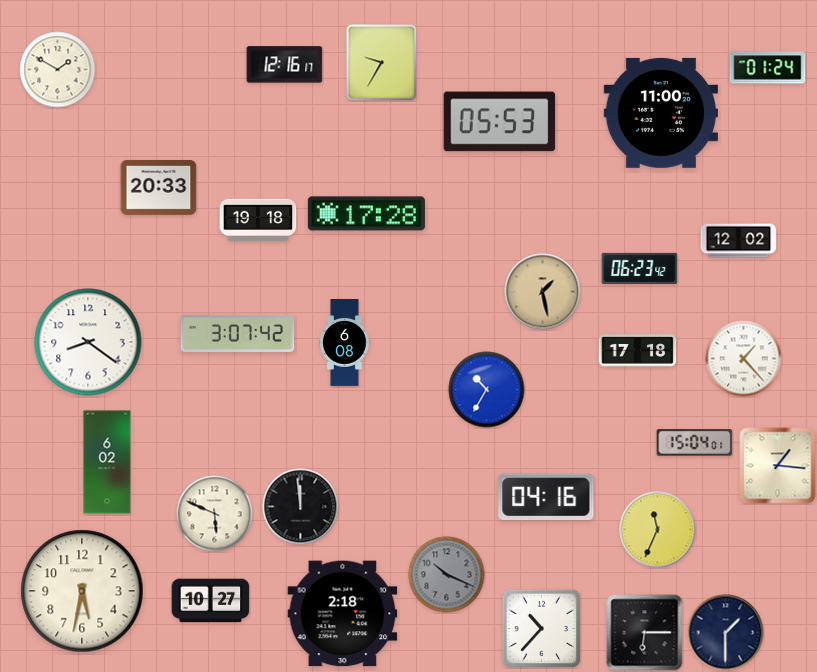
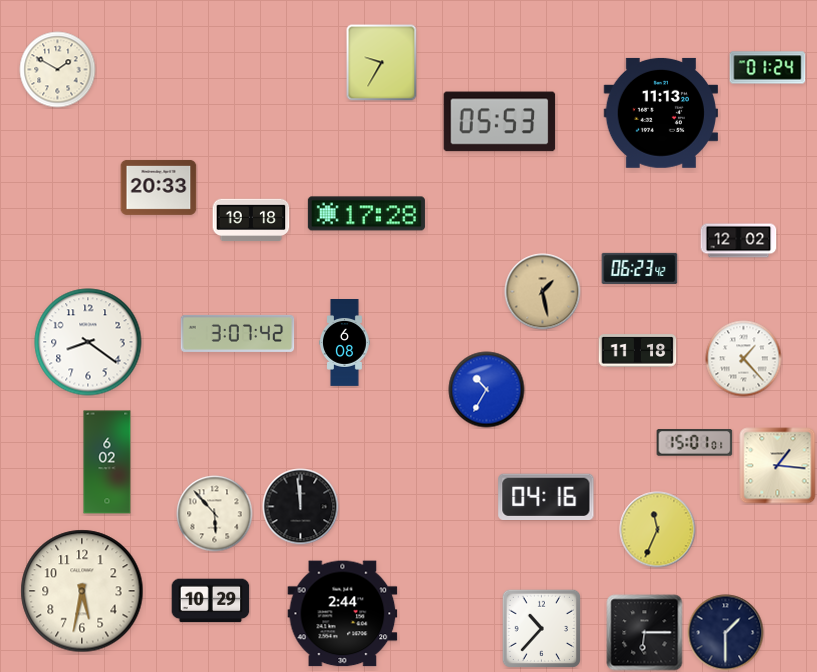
clock at (285, 65): 12:16 -> none
clock at (660, 113): 11:00 -> 11:13
clock at (258, 220) position: (258, 220) -> (251, 220)
clock at (638, 351): 17:18 -> 11:18
clock at (695, 443): 15:04 -> 15:01
clock at (215, 514): 5:49 -> 5:53
clock at (447, 575): 10:19 -> none
clock at (211, 601): 10:27 -> 10:29
clock at (343, 614): 2:18 -> 2:44
